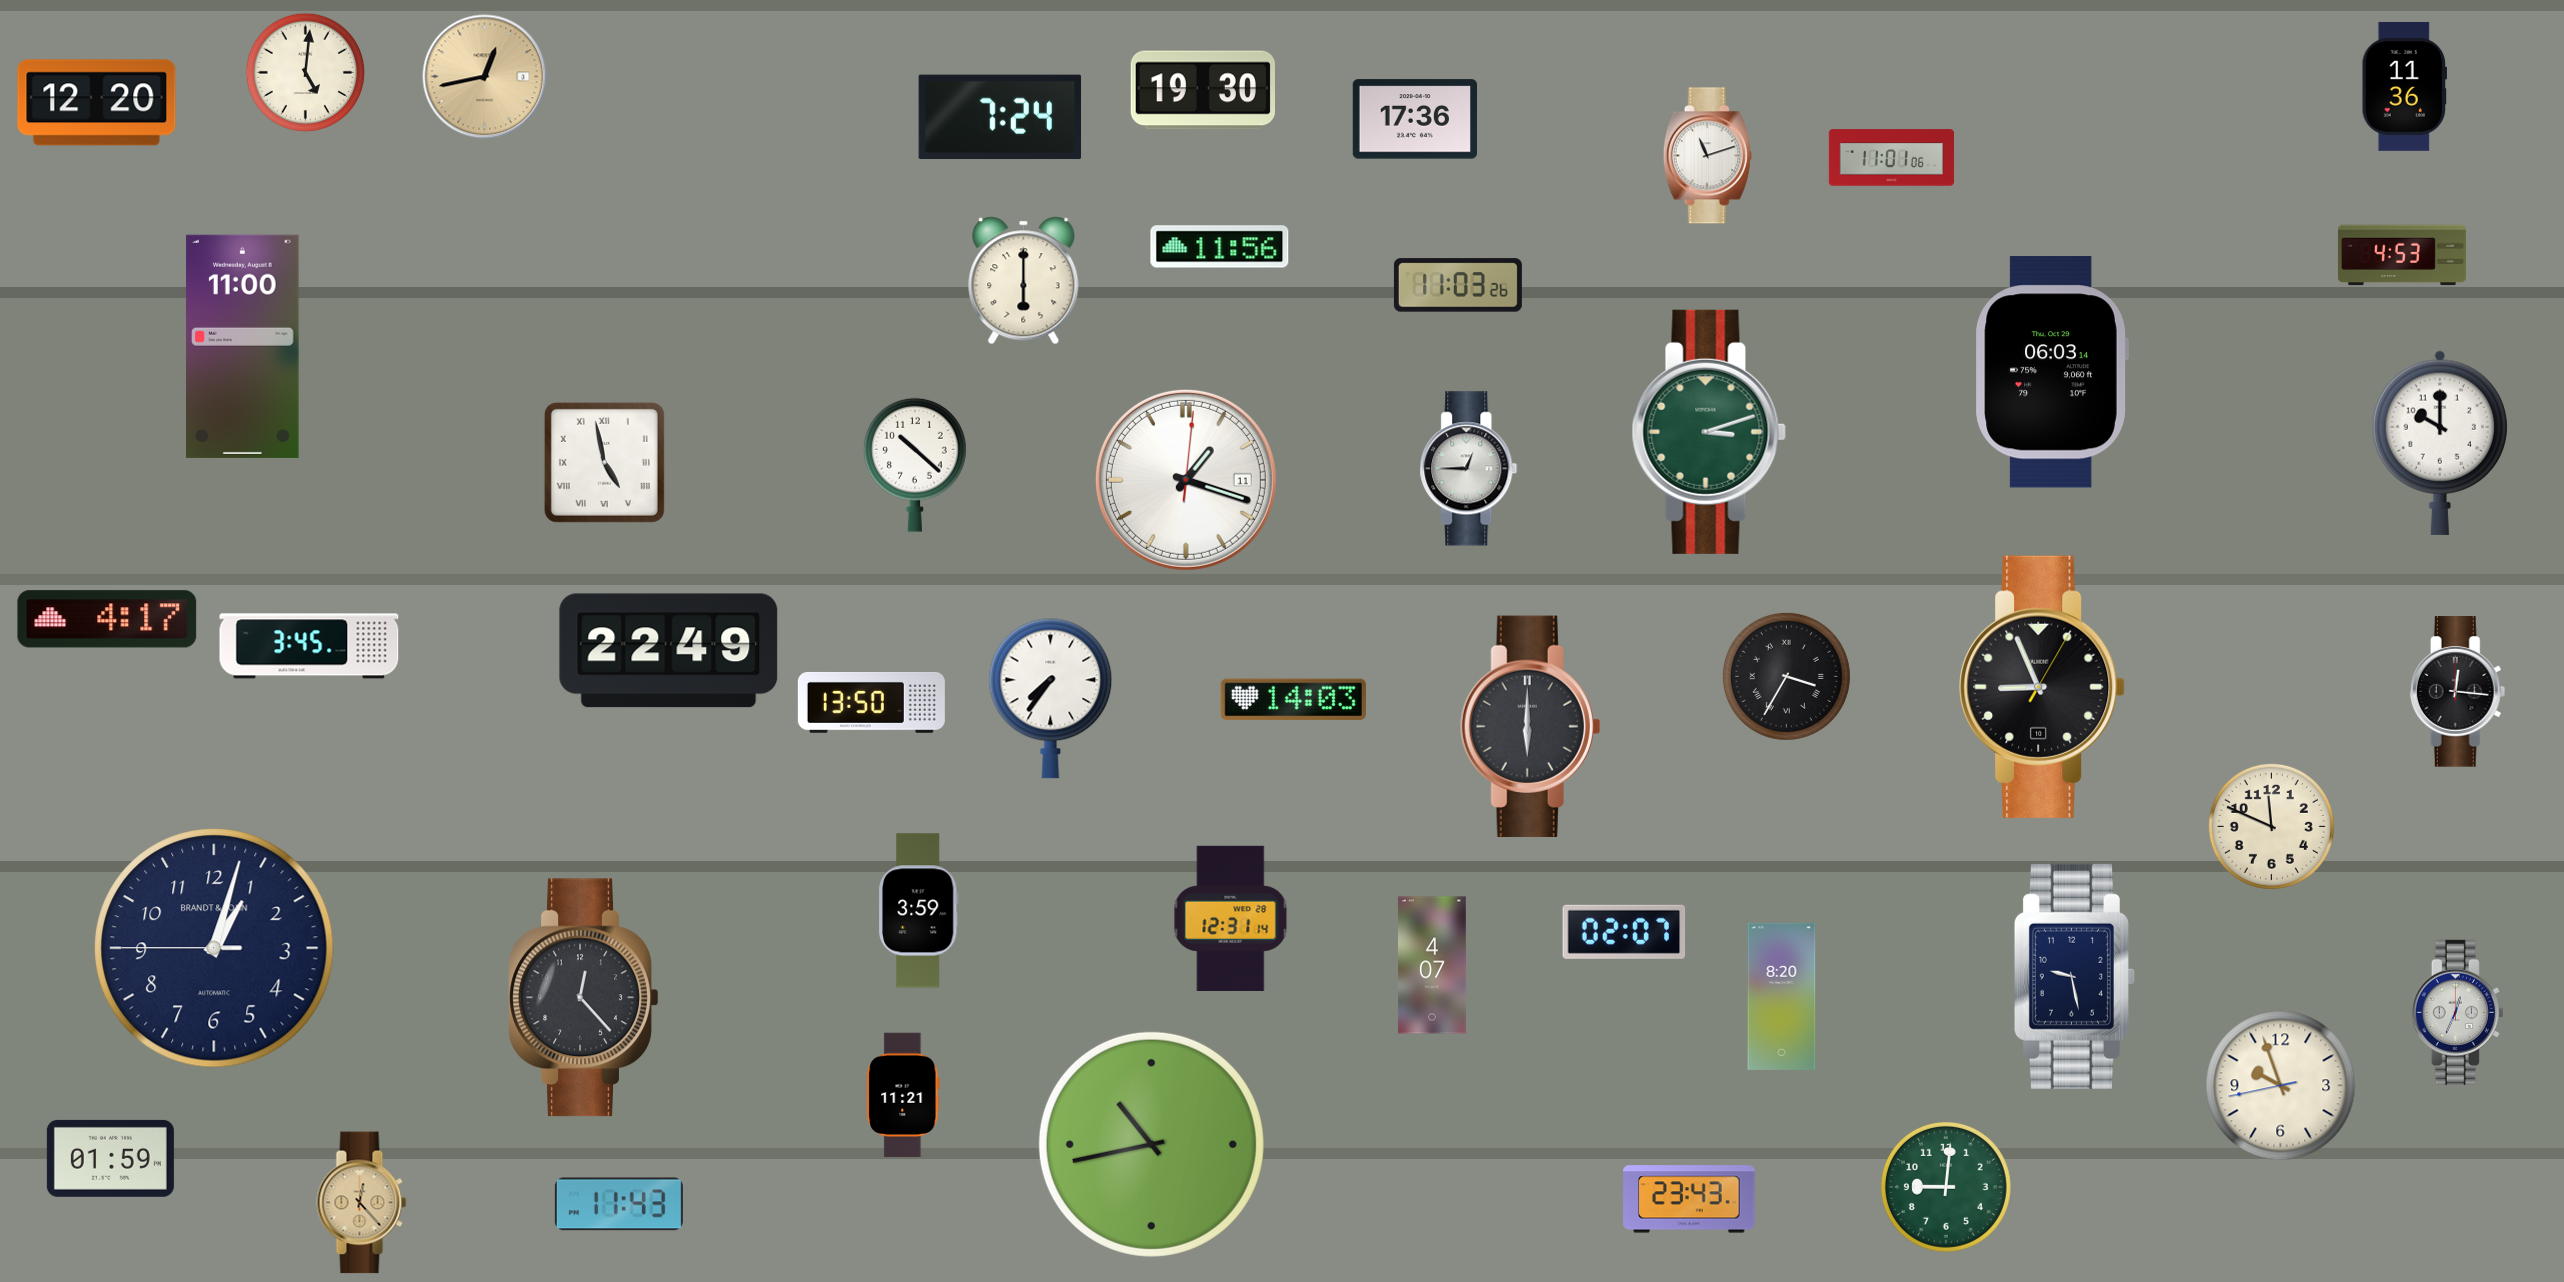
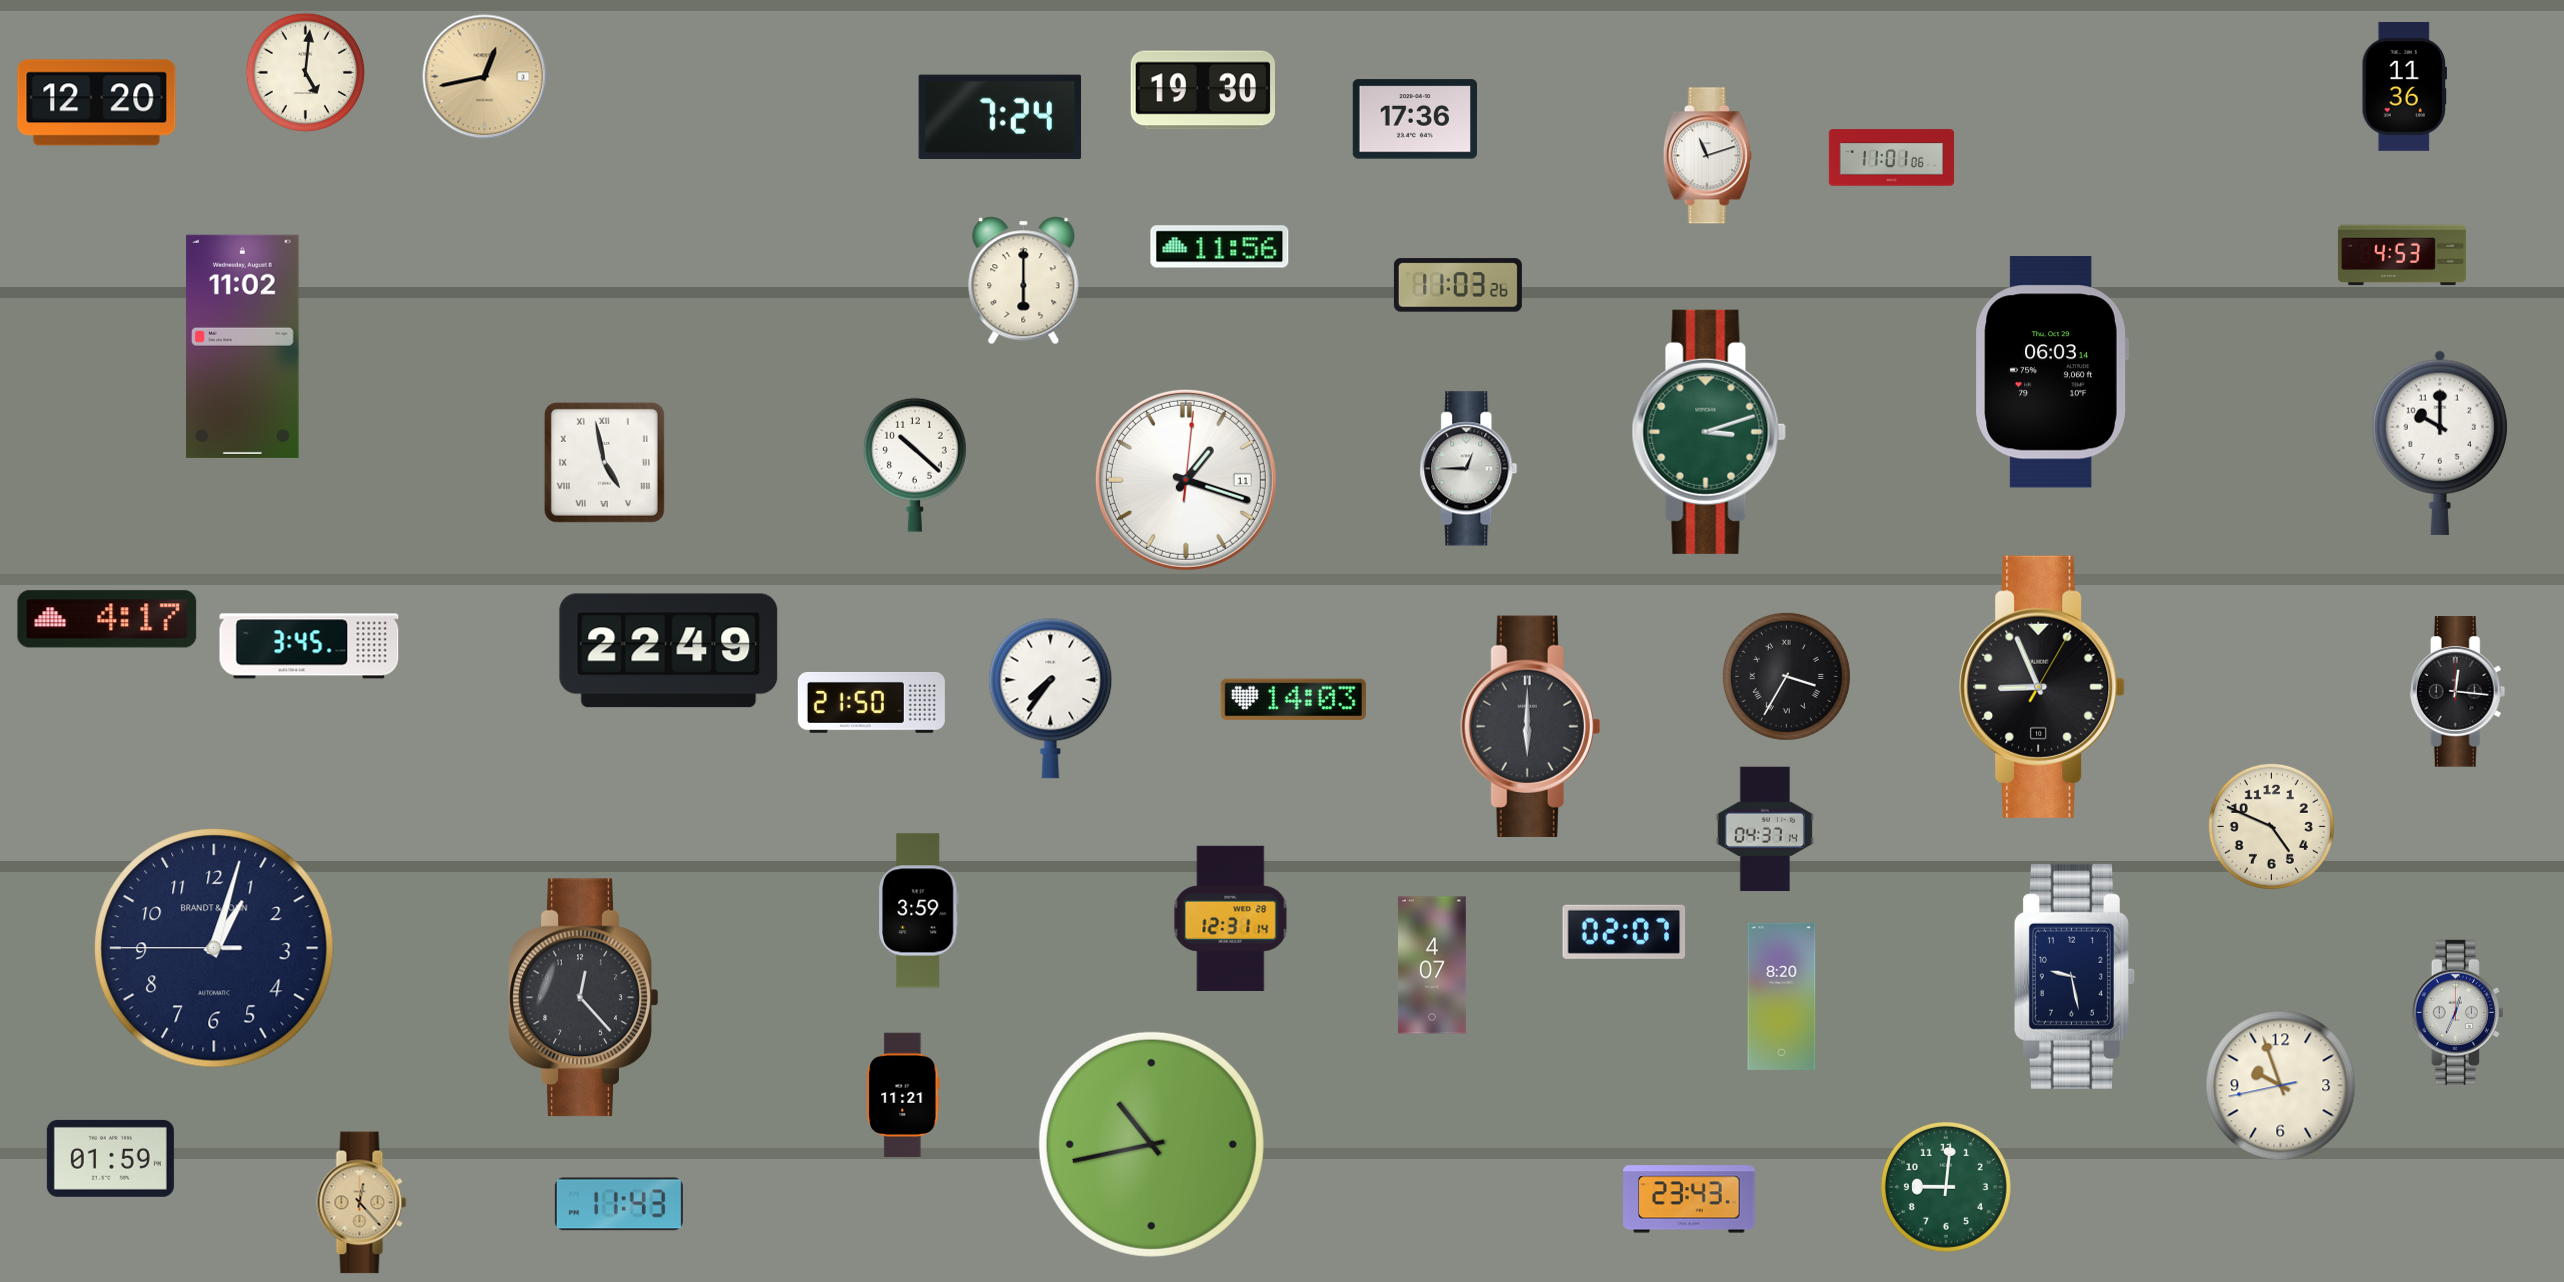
clock at (243, 346): 11:00 -> 11:02
clock at (871, 702): 13:50 -> 21:50
clock at (2271, 826): 11:49 -> 4:49
clock at (1764, 829): none -> 04:37
